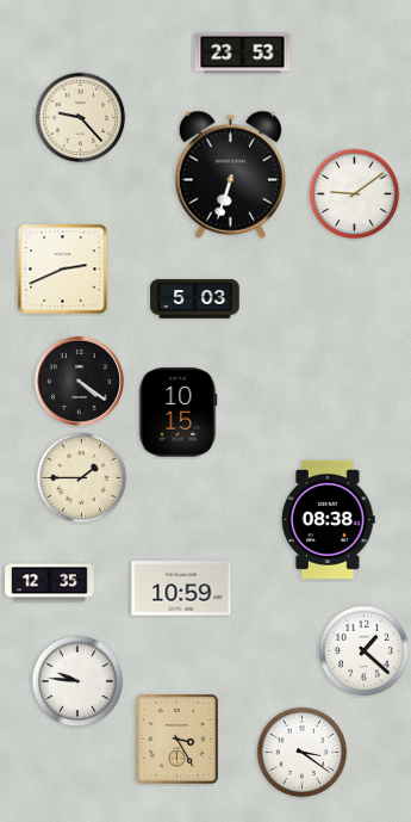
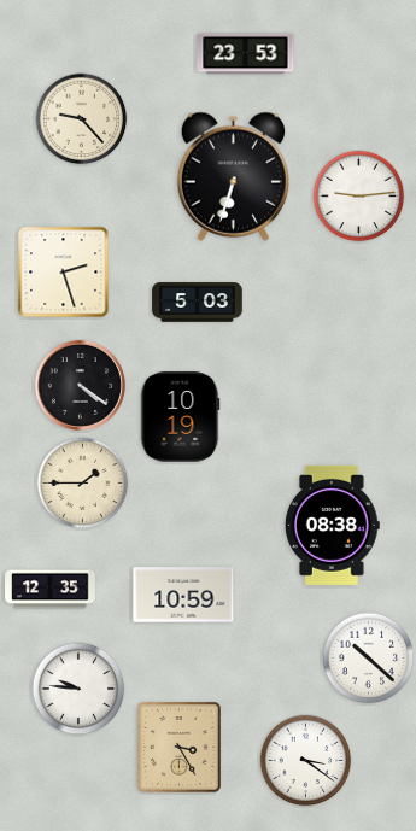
clock at (355, 194): 9:09 -> 9:14
clock at (63, 270): 2:41 -> 2:27
clock at (178, 413): 10:15 -> 10:19
clock at (365, 651): 1:22 -> 10:22
